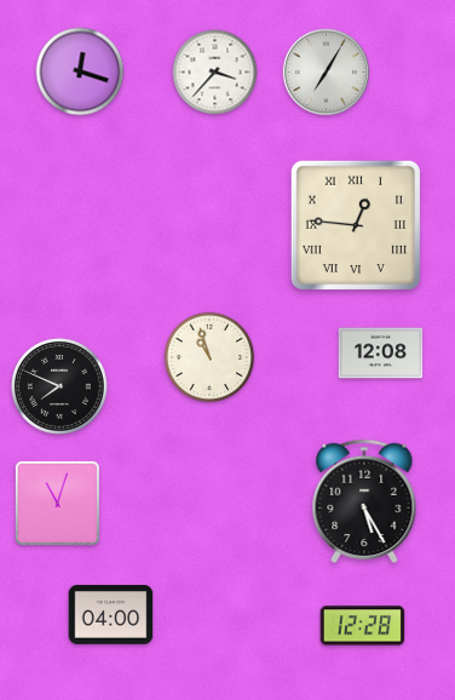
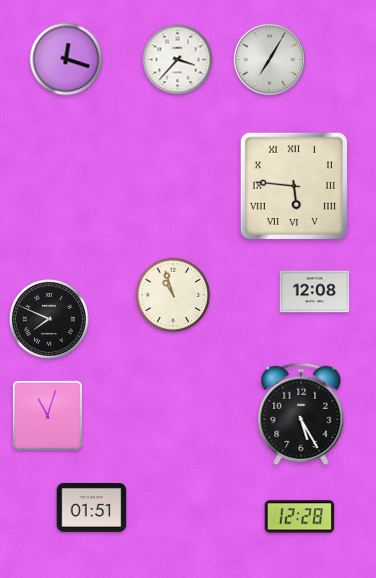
clock at (356, 225): 12:46 -> 5:46
clock at (111, 615): 04:00 -> 01:51
